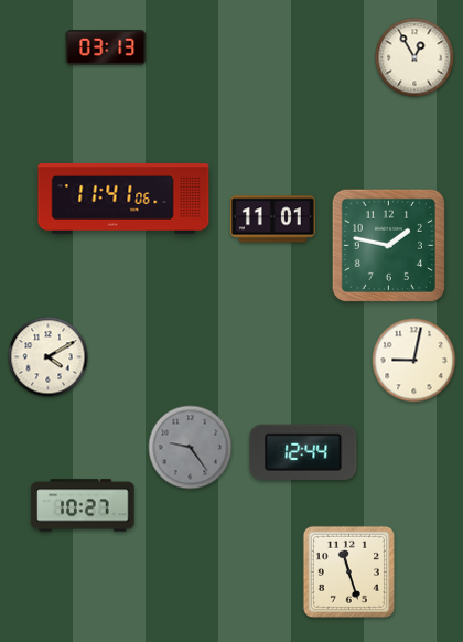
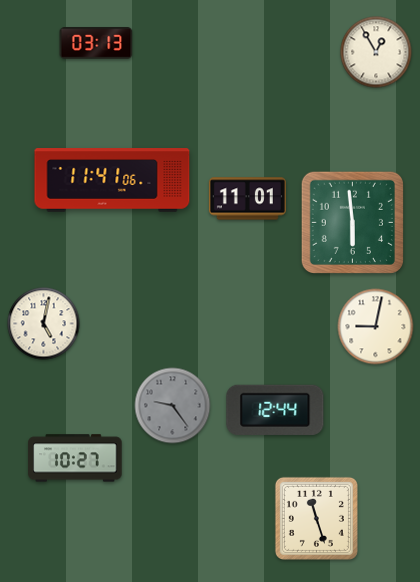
clock at (388, 245): 1:47 -> 5:59
clock at (49, 357): 4:10 -> 5:02
